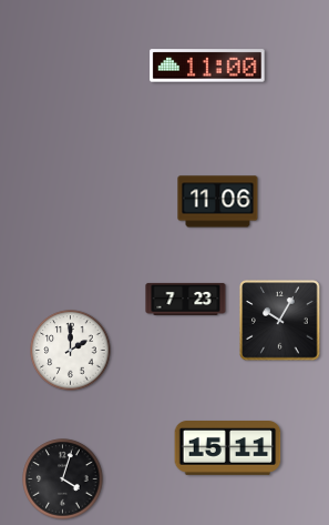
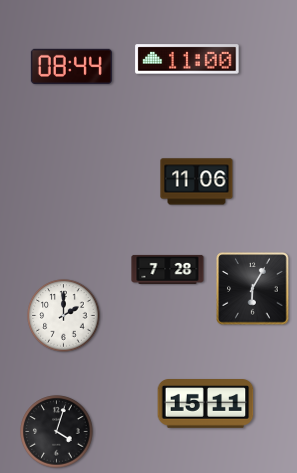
clock at (71, 66): none -> 08:44
clock at (186, 299): 7:23 -> 7:28
clock at (280, 321): 10:05 -> 6:05
